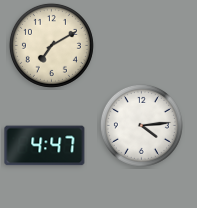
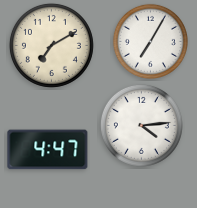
clock at (150, 41): none -> 7:05
clock at (45, 146) position: (45, 146) -> (48, 150)
